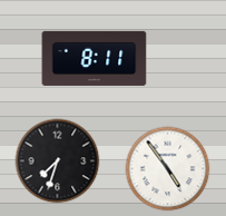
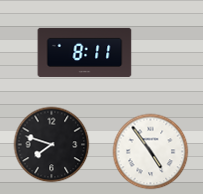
clock at (58, 161): 7:33 -> 7:48
